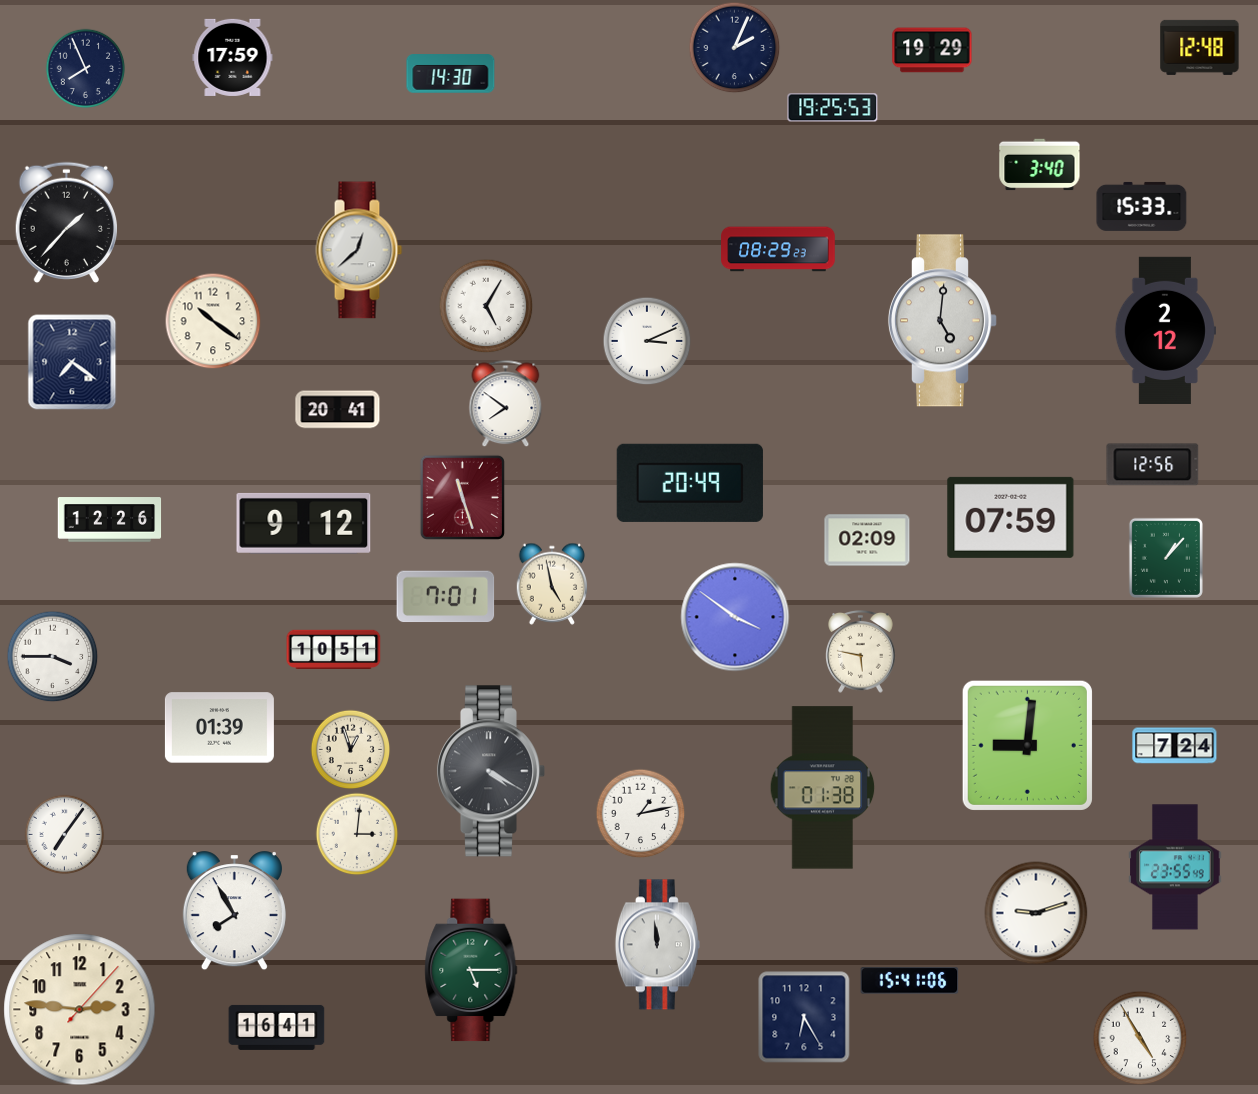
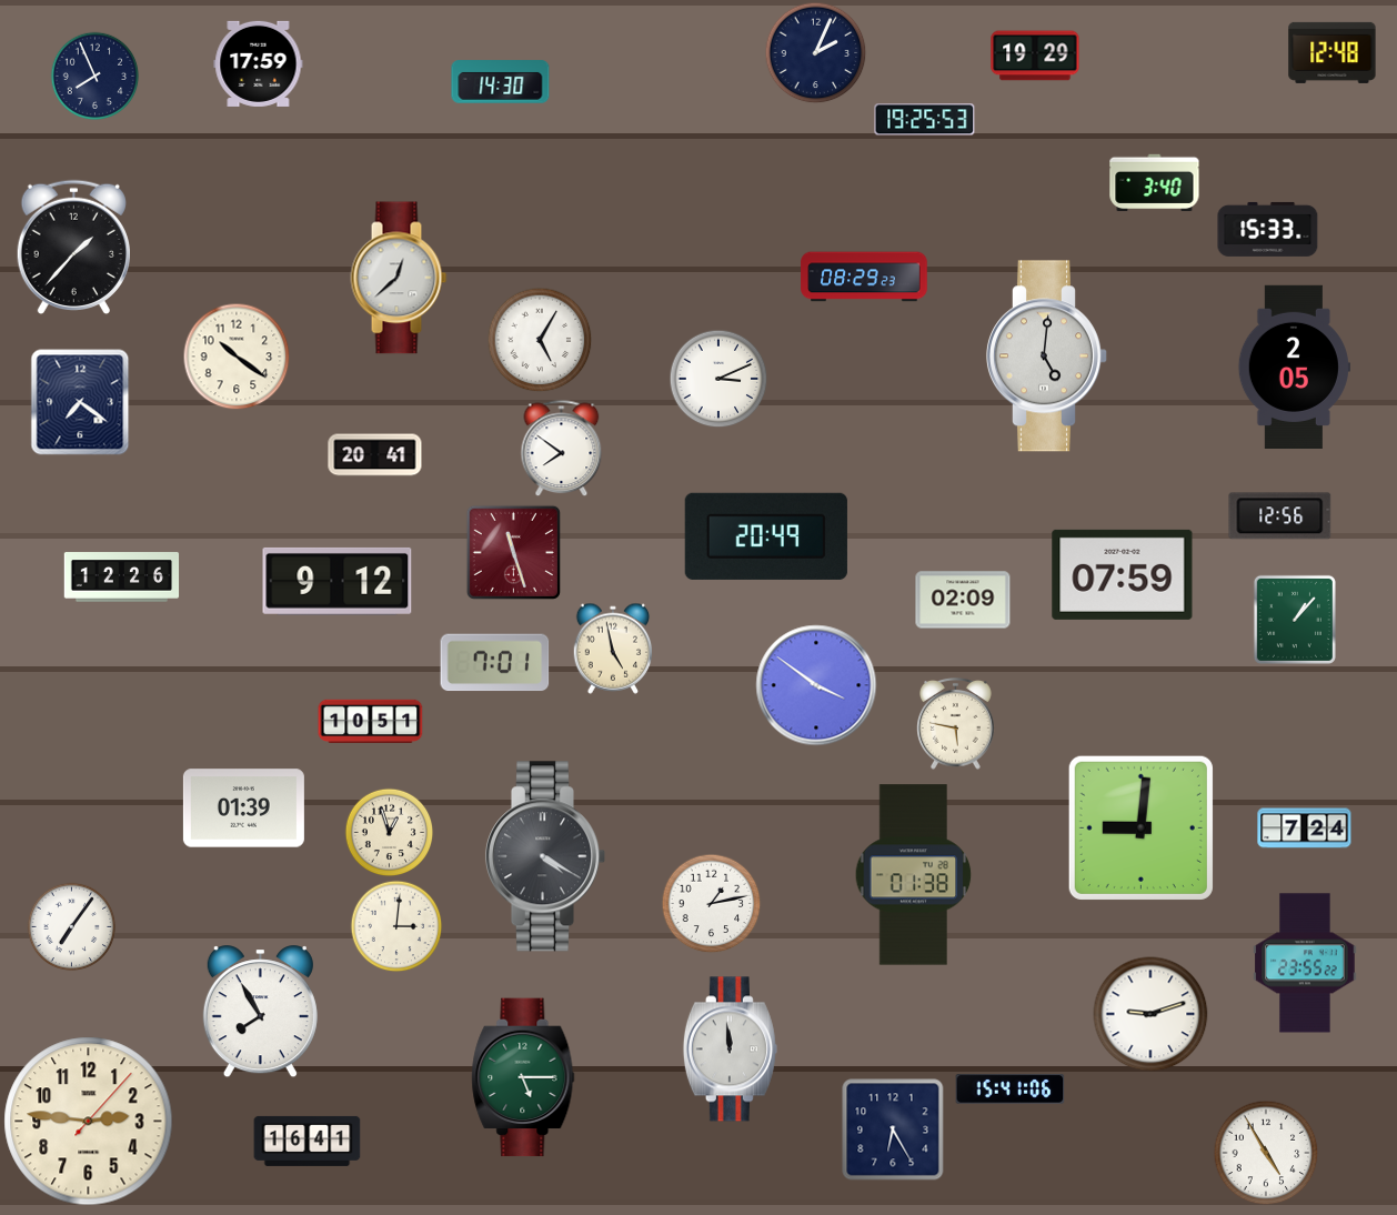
clock at (1165, 330): 2:12 -> 2:05
clock at (52, 656): 3:45 -> none
clock at (1175, 867): 23:55:49 -> 23:55:22
